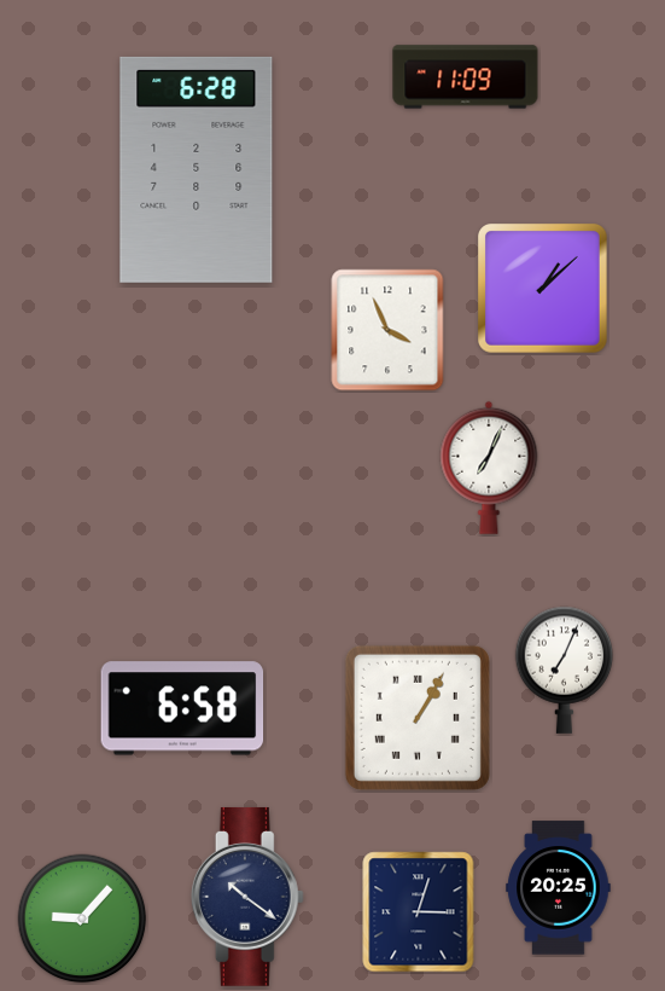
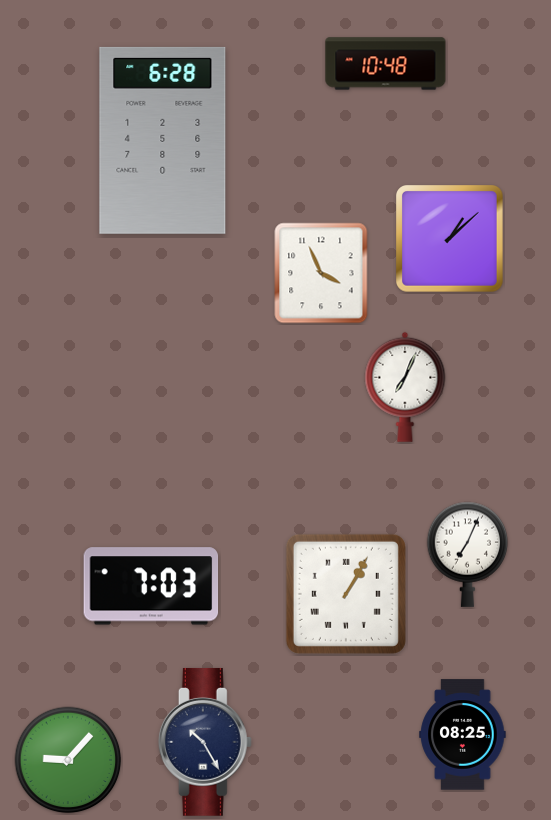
clock at (466, 77): 11:09 -> 10:48
clock at (182, 708): 6:58 -> 7:03
clock at (559, 888): 20:25 -> 08:25
clock at (247, 897): 10:21 -> 10:25
clock at (419, 912): 3:03 -> none
